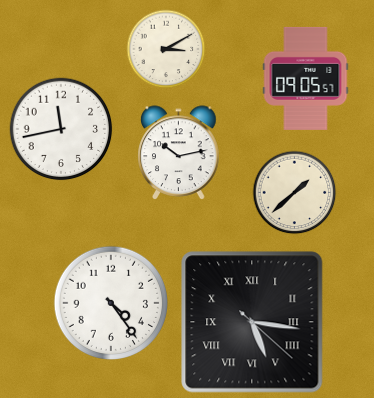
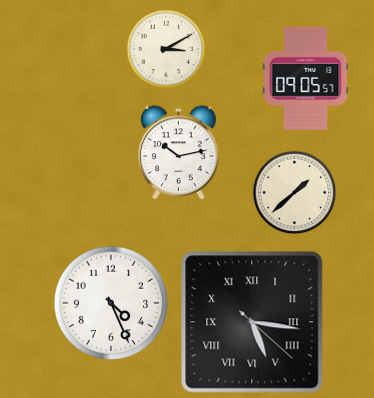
clock at (61, 129): 11:43 -> none
clock at (110, 302): 4:24 -> 4:26
